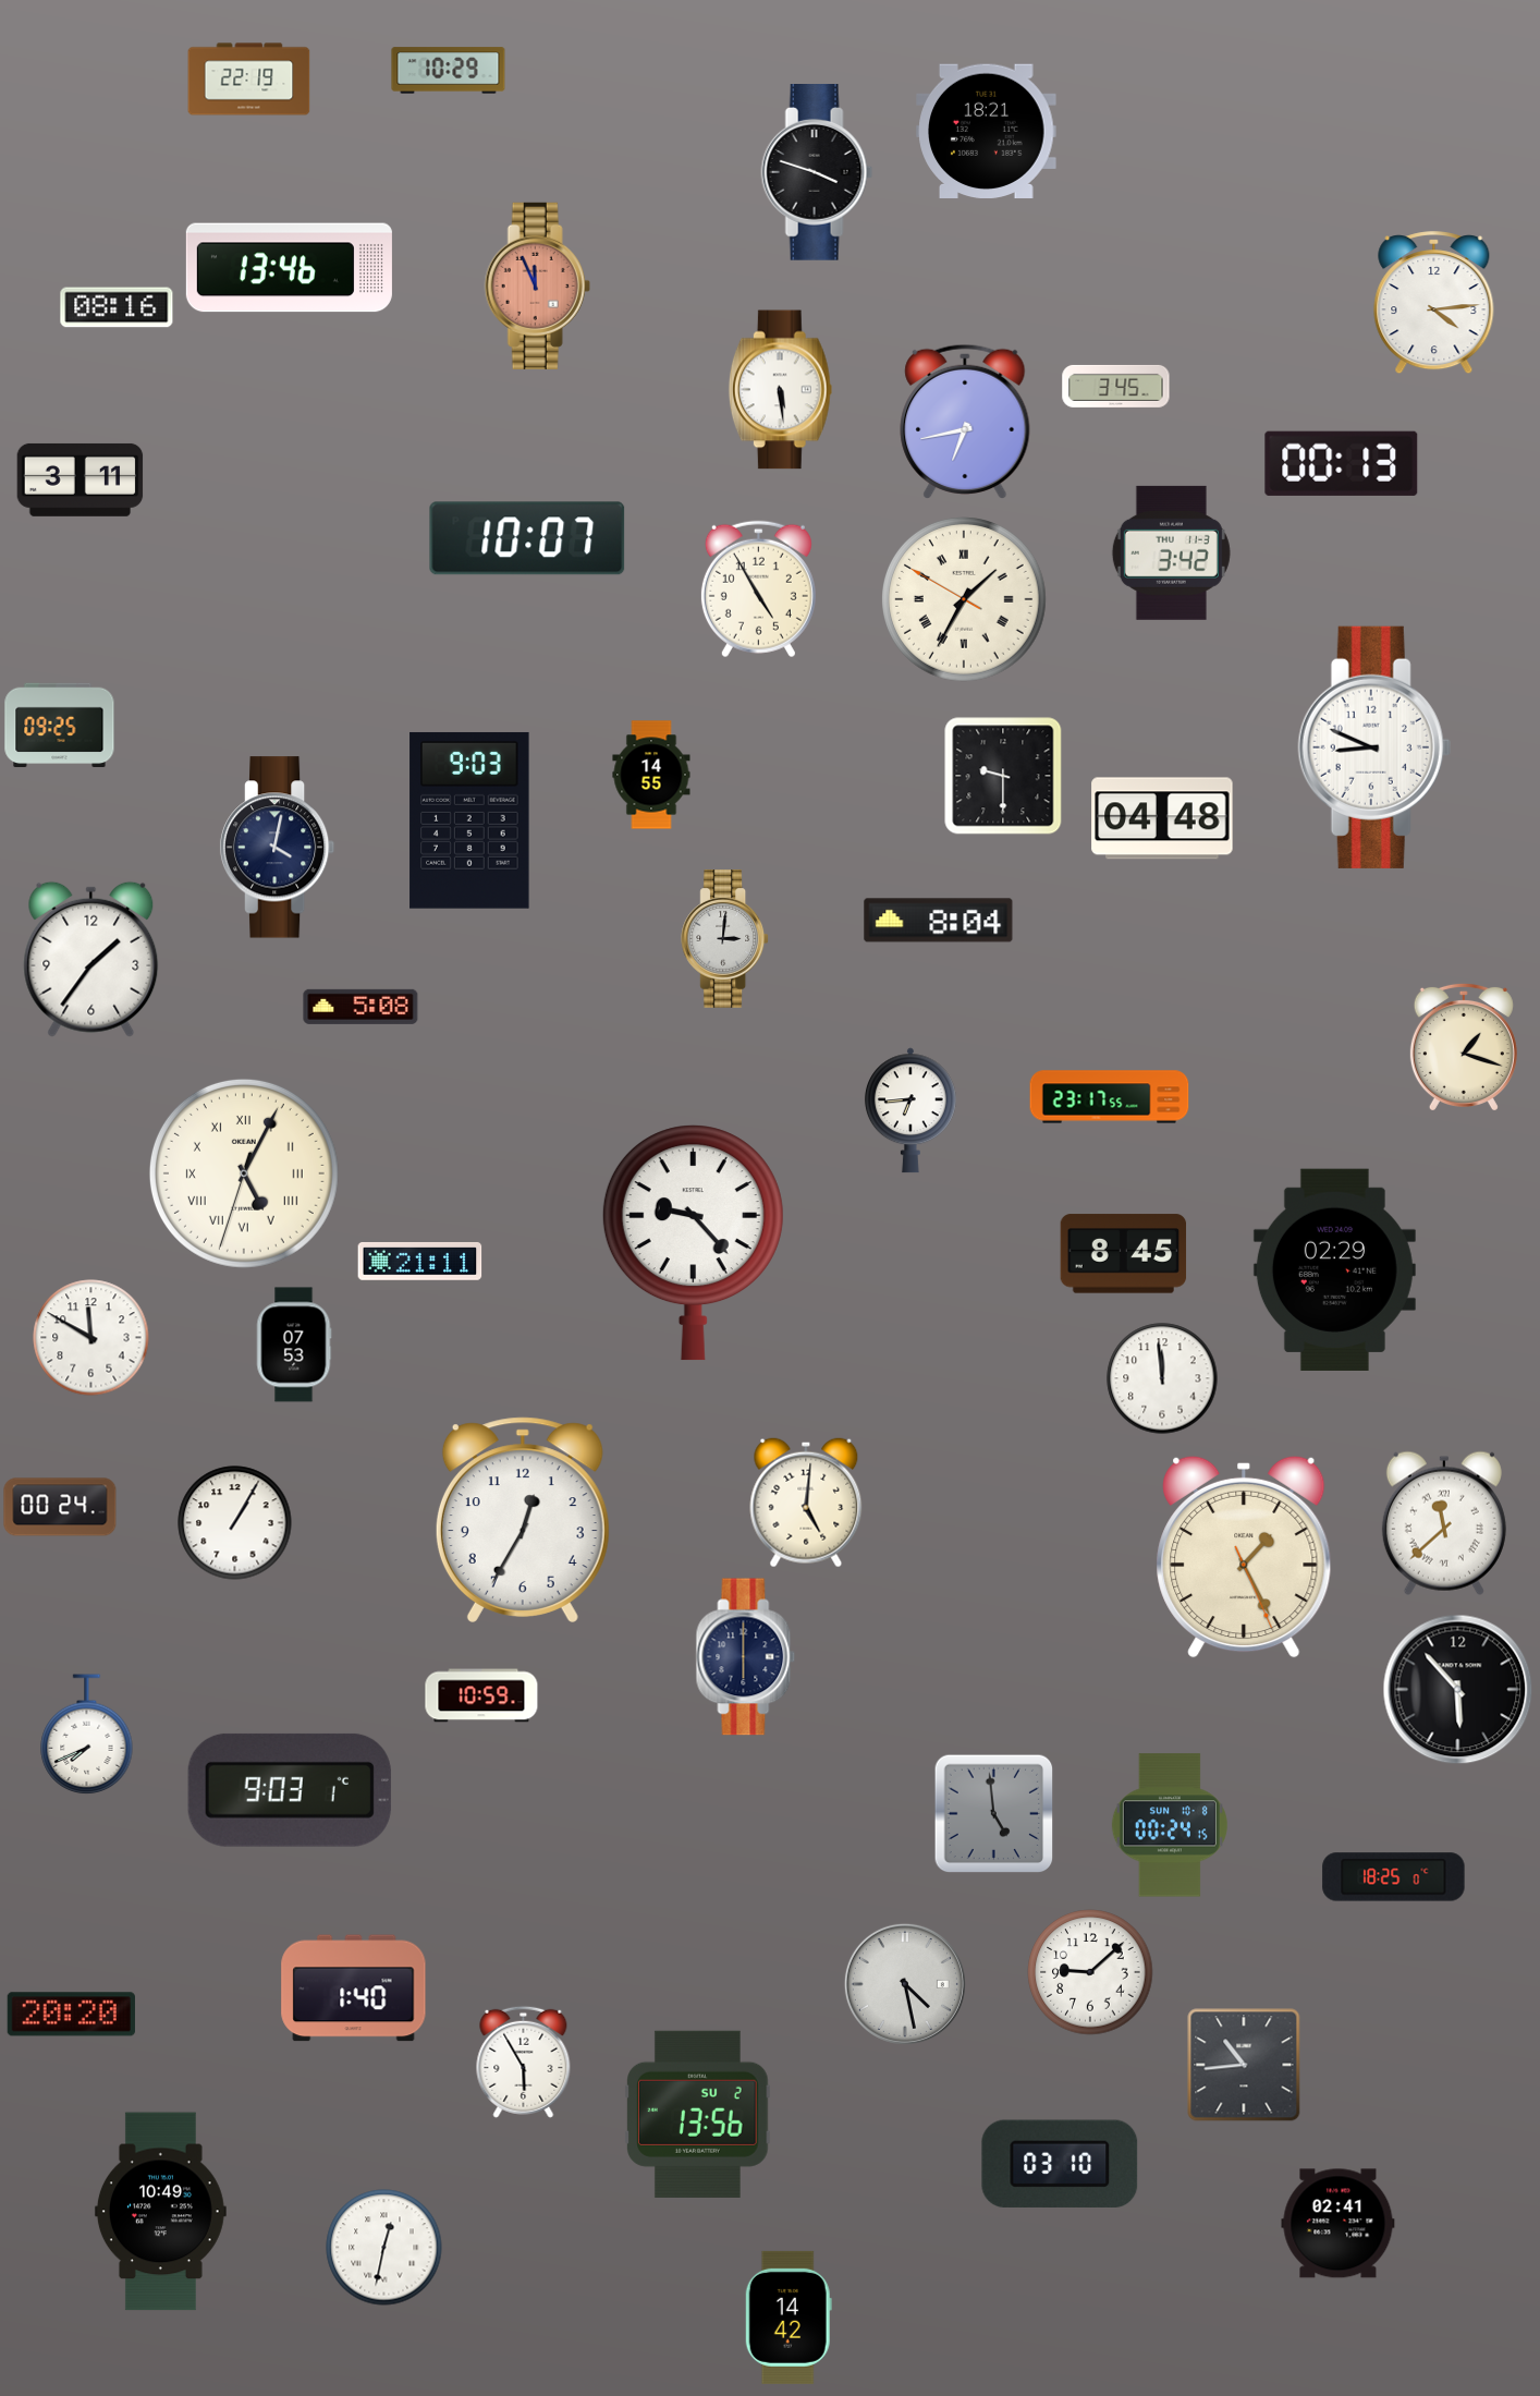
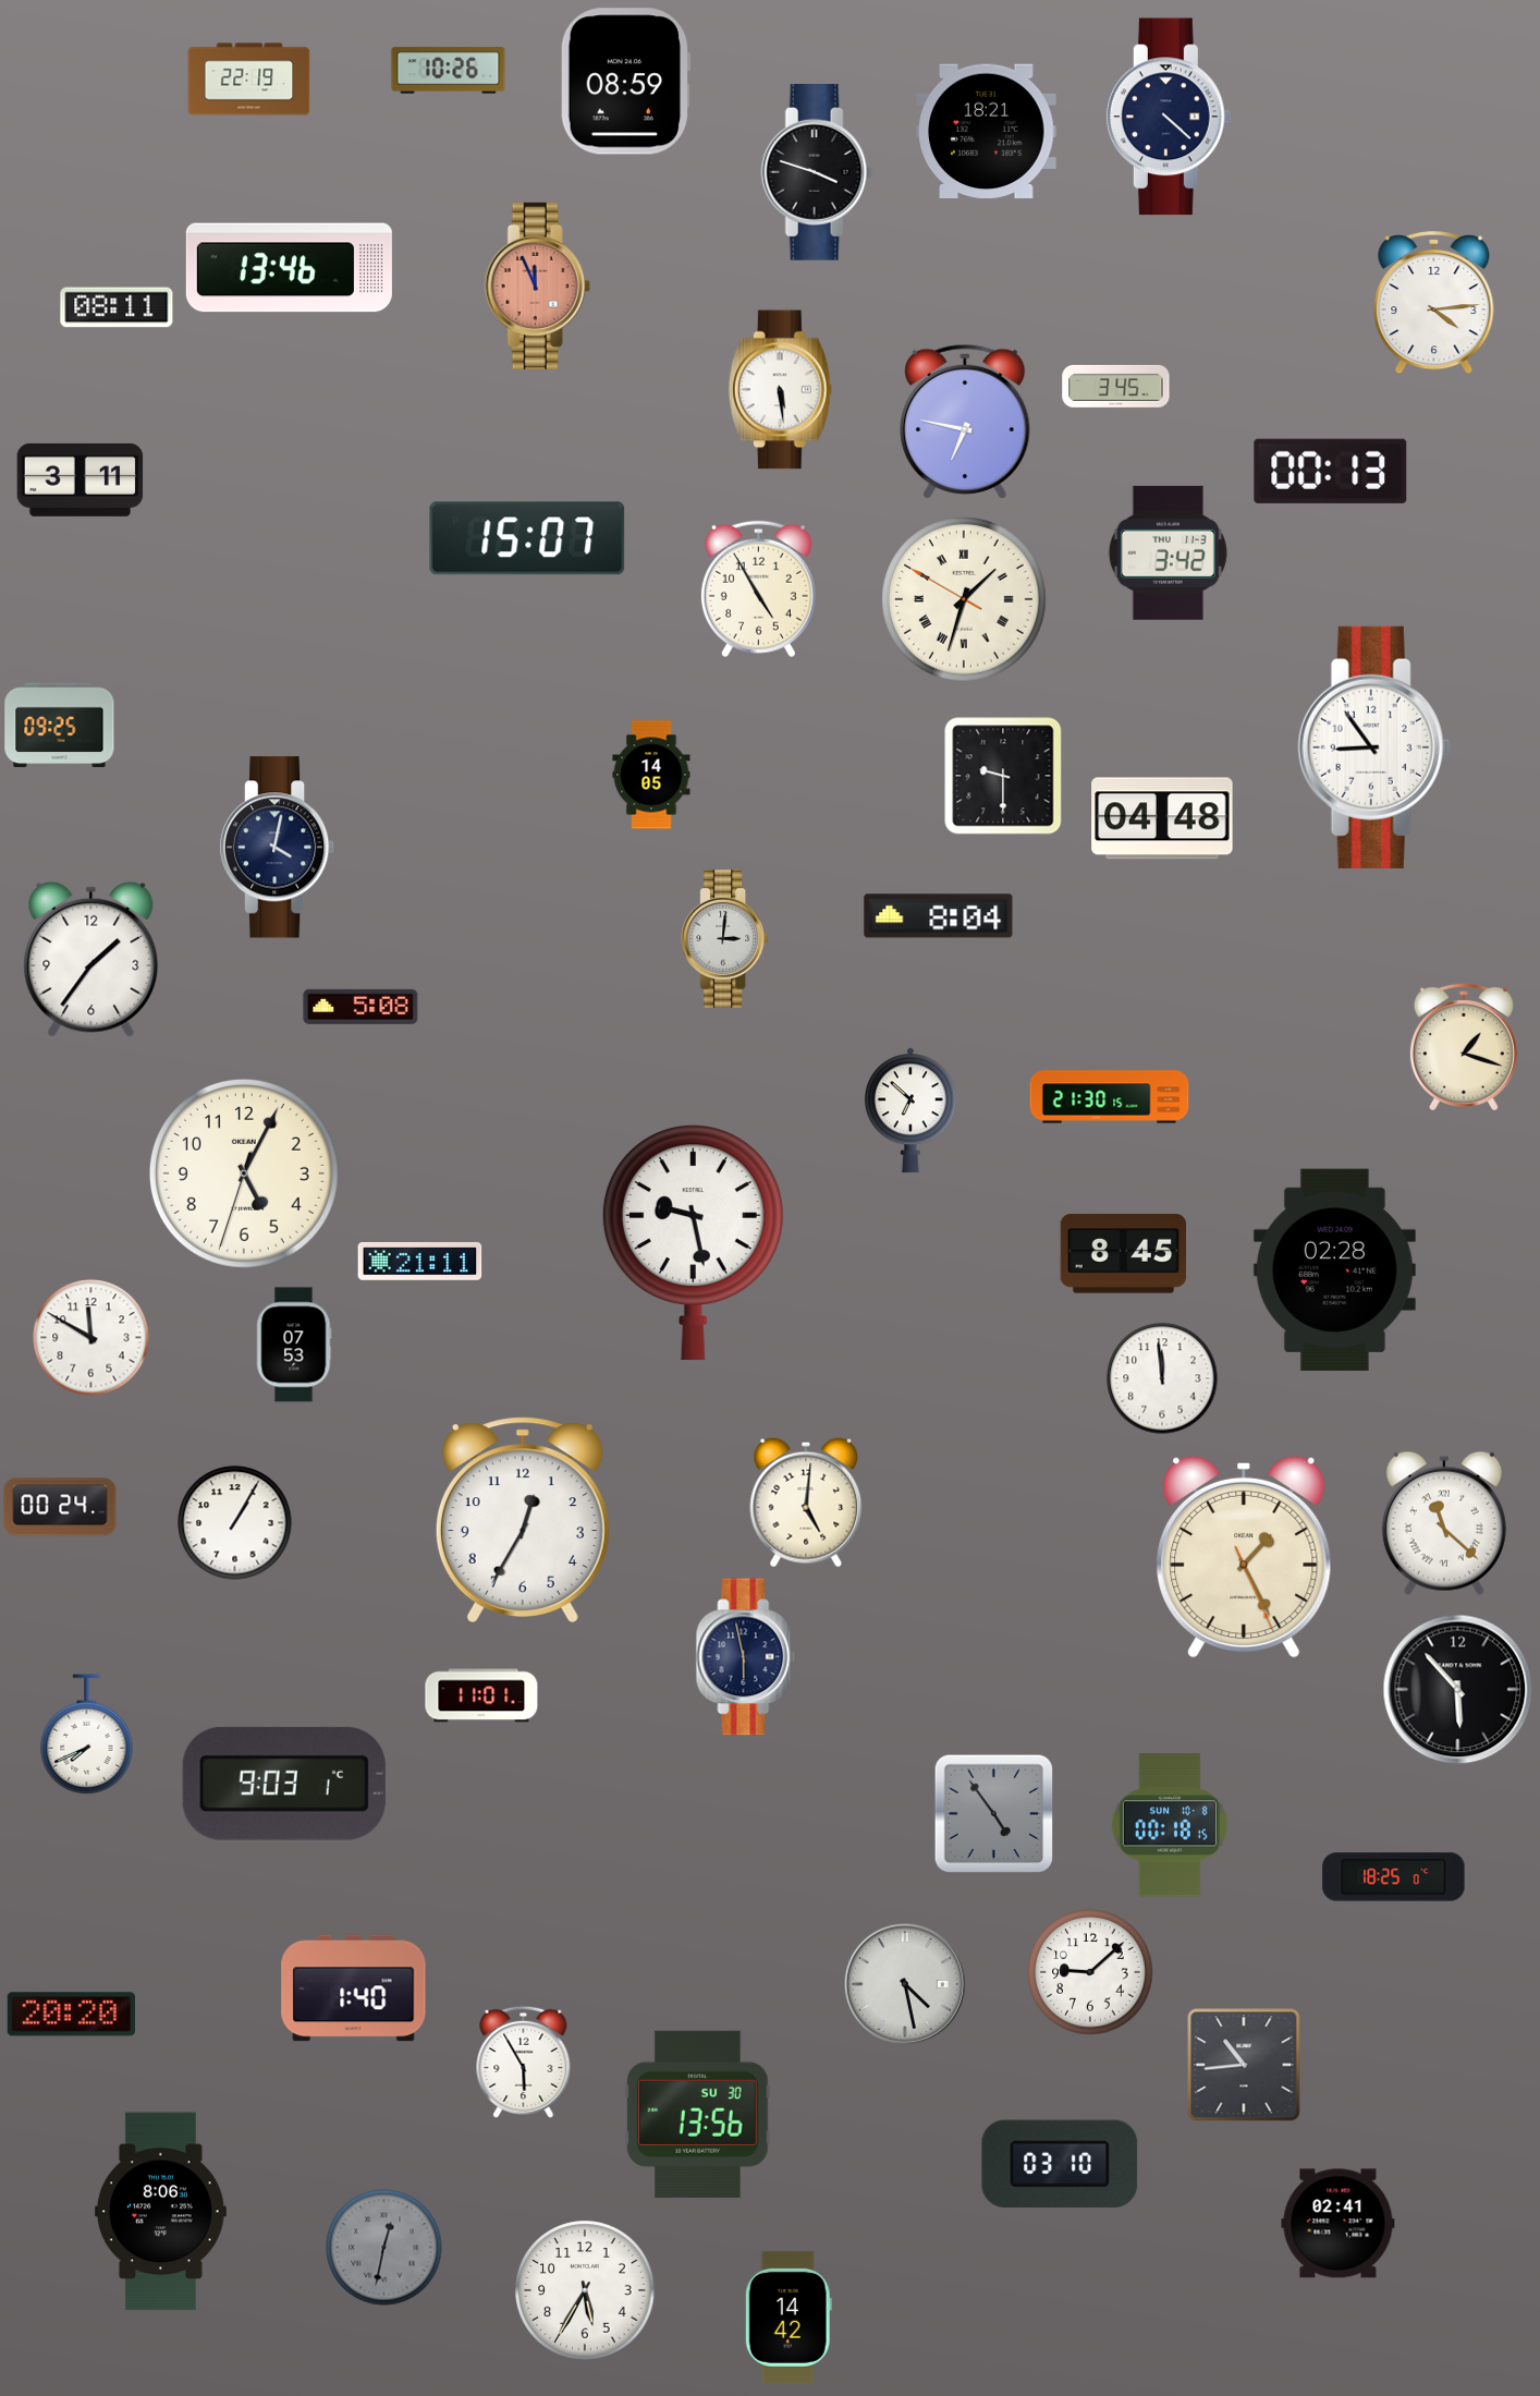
clock at (449, 71): 10:29 -> 10:26
clock at (625, 82): none -> 08:59
clock at (1169, 117): none -> 4:22
clock at (117, 307): 08:16 -> 08:11
clock at (965, 421): 6:43 -> 6:47
clock at (1342, 463) position: (1342, 463) -> (1331, 471)
clock at (527, 538): 10:07 -> 15:07
clock at (1171, 552) position: (1171, 552) -> (1168, 552)
clock at (965, 600): 1:34 -> 1:32
clock at (1374, 747): 8:49 -> 8:54
clock at (651, 775): 14:55 -> 14:05
clock at (469, 820): 9:03 -> none
clock at (939, 921) position: (939, 921) -> (939, 916)
clock at (1110, 1097): 23:17 -> 21:30
clock at (910, 1110): 6:44 -> 6:52
clock at (244, 1173) numerals: Roman -> Arabic
clock at (693, 1243): 9:23 -> 9:28
clock at (1334, 1269): 02:29 -> 02:28
clock at (1444, 1523): 11:38 -> 11:22
clock at (746, 1657): 6:00 -> 5:58
clock at (481, 1695): 10:59 -> 11:01
clock at (290, 1790) position: (290, 1790) -> (284, 1784)
clock at (994, 1814): 4:59 -> 4:54
clock at (1170, 1825): 00:24 -> 00:18
clock at (698, 2114) date: SU 2 -> SU 30
clock at (160, 2212): 10:49 -> 8:06
clock at (384, 2248) dial: white -> grey
clock at (585, 2290): none -> 5:35
